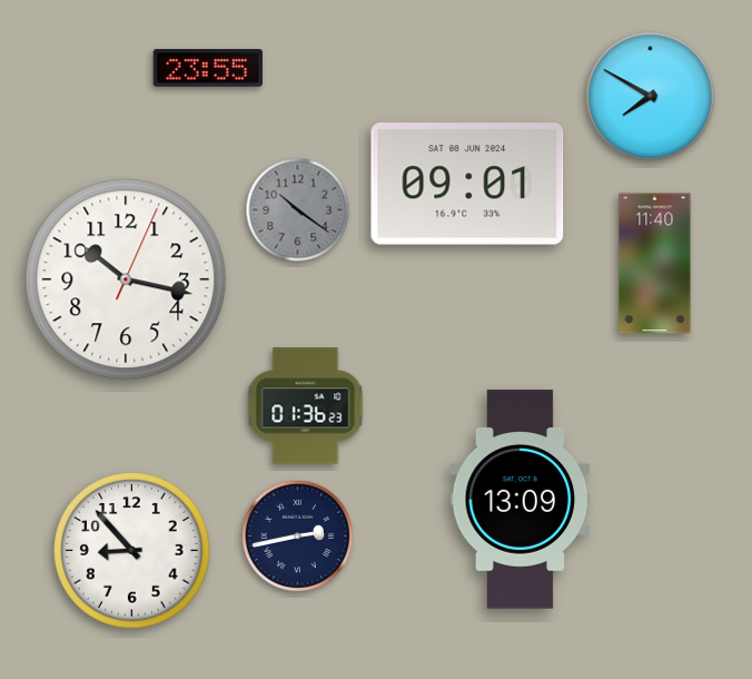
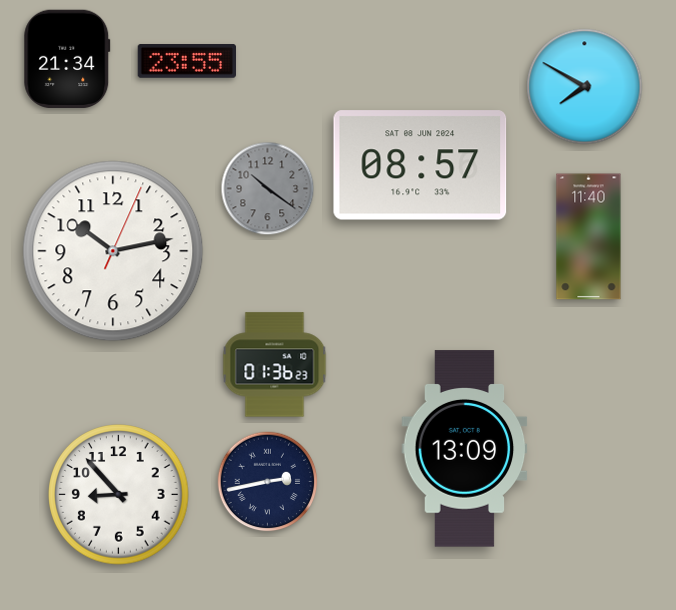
clock at (67, 58): none -> 21:34
clock at (467, 184): 09:01 -> 08:57
clock at (126, 279): 10:17 -> 10:13
clock at (521, 500) position: (521, 500) -> (465, 449)
